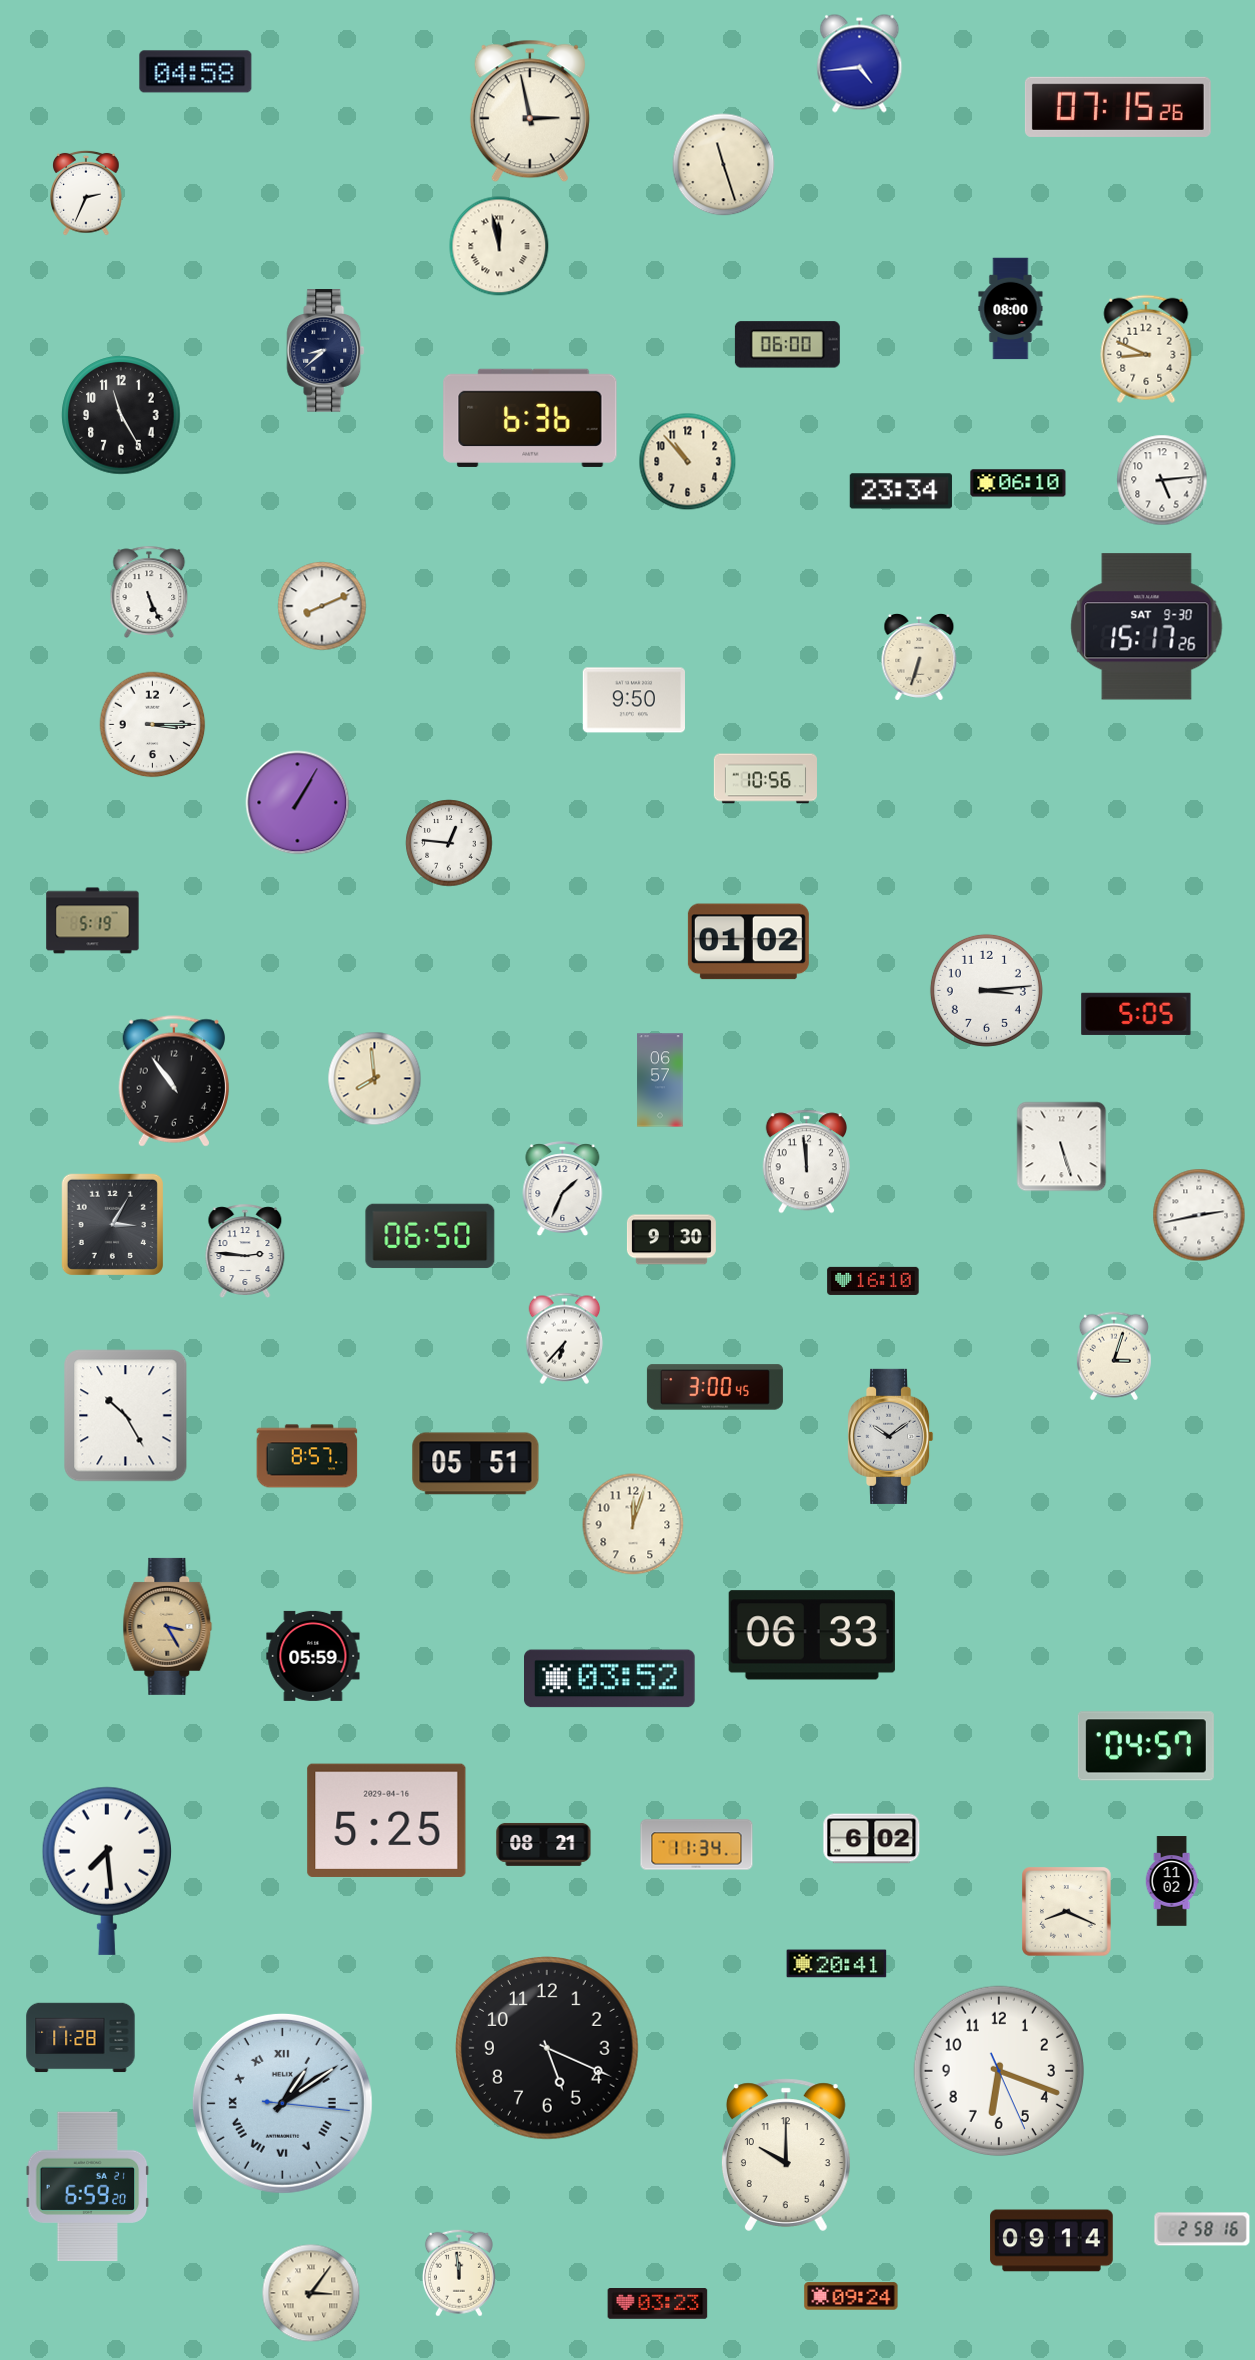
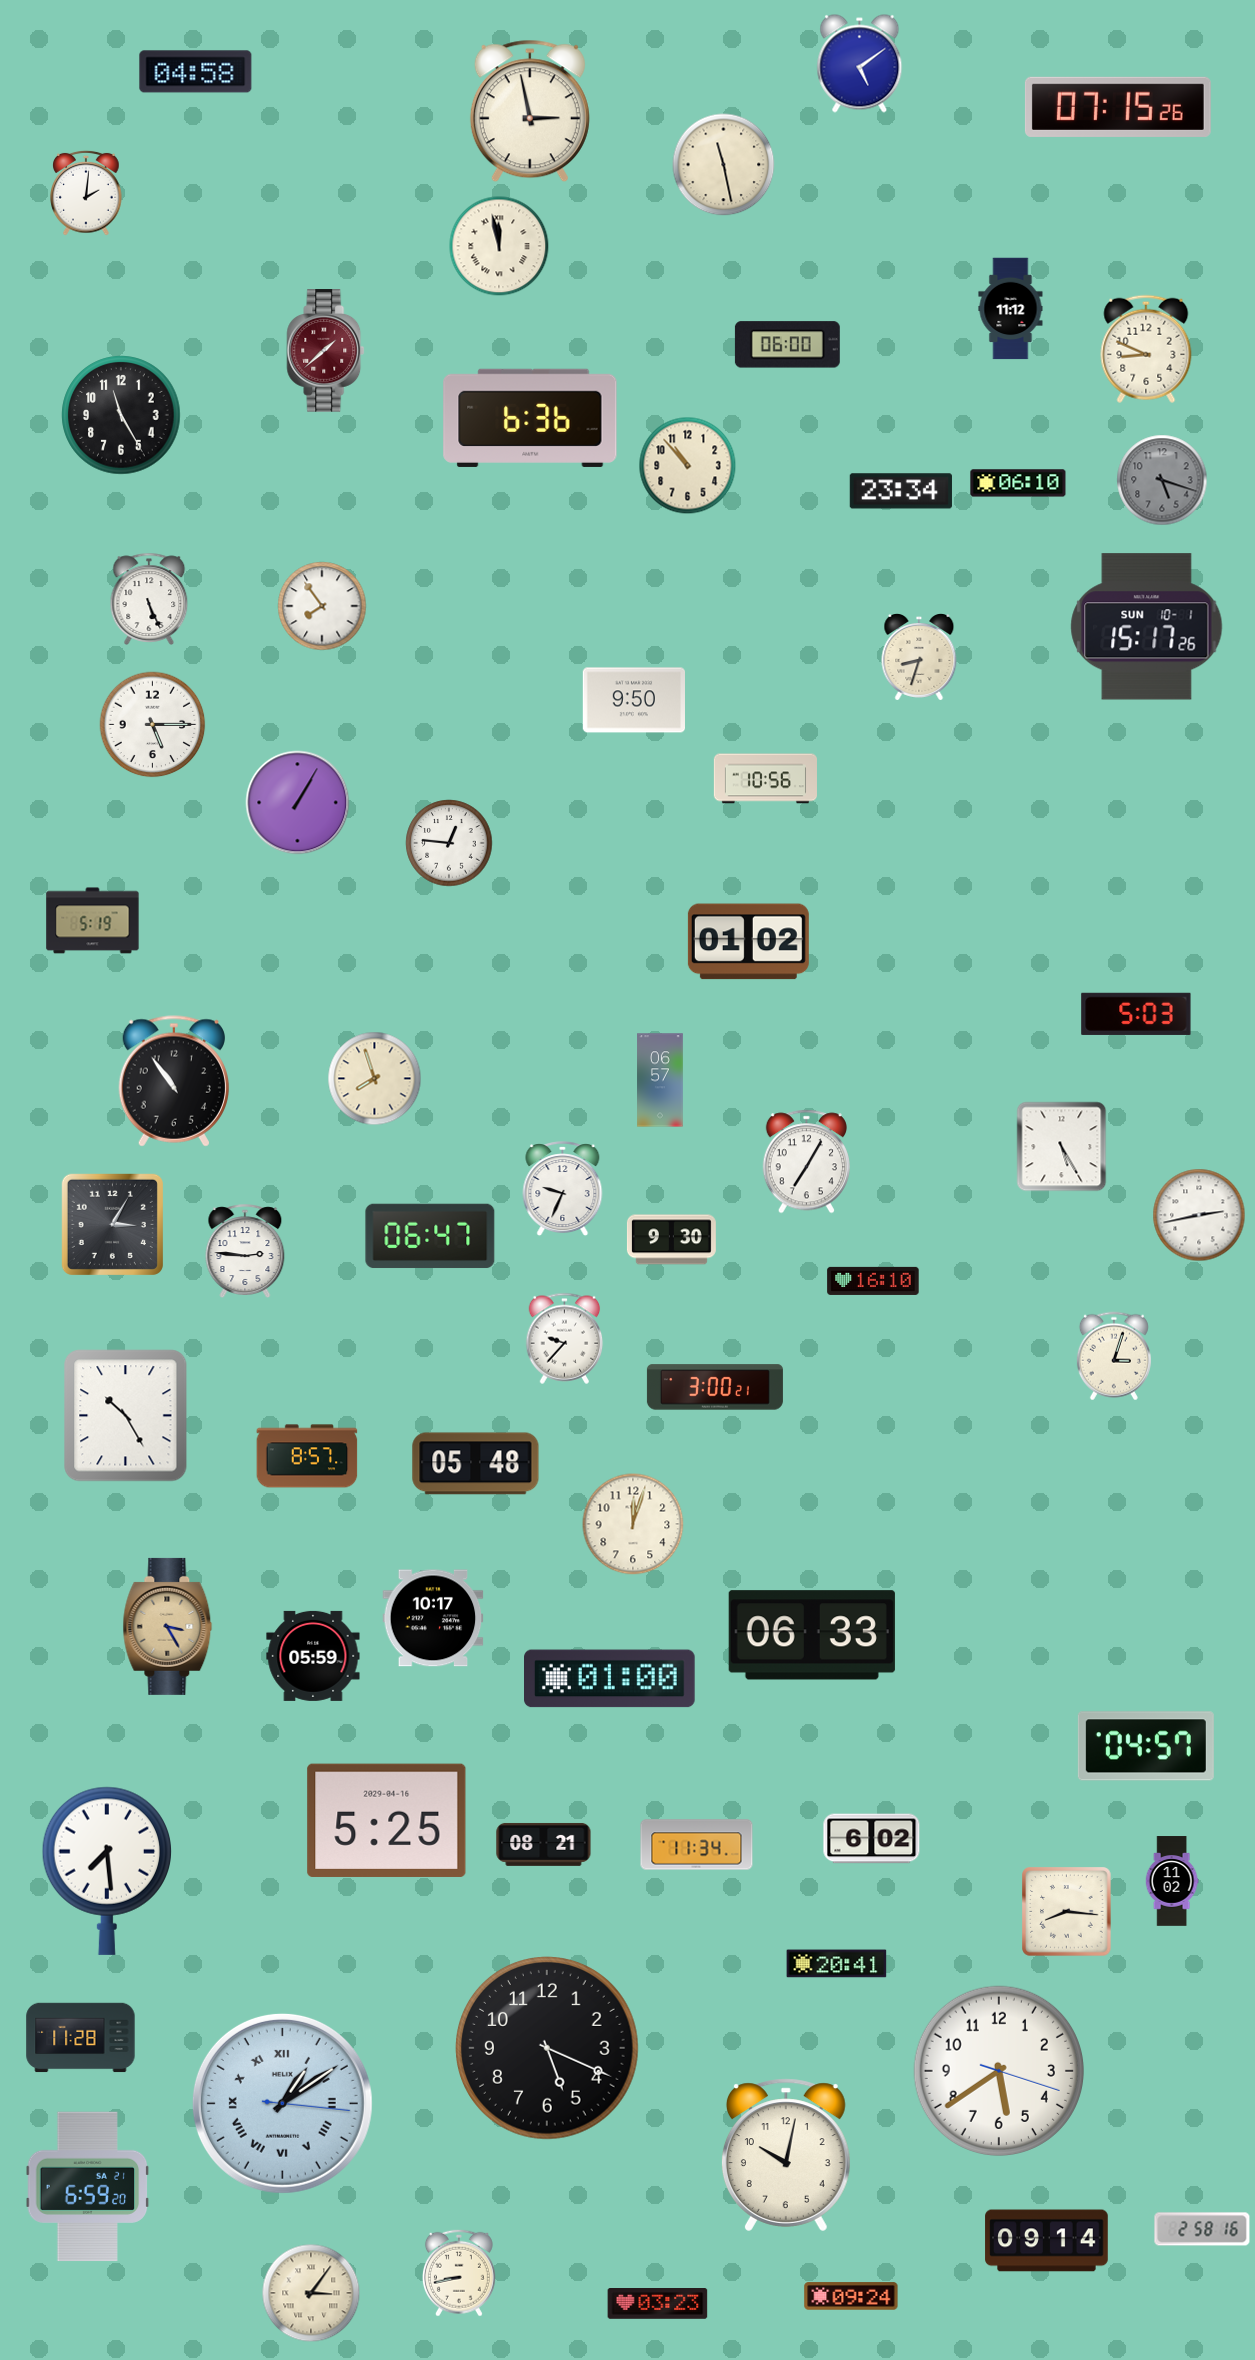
clock at (860, 64): 4:44 -> 5:09
clock at (724, 165): 11:27 -> 11:28
clock at (86, 193): 2:34 -> 2:01
clock at (1011, 309): 08:00 -> 11:12
clock at (326, 351): 8:38 -> 1:38
clock at (326, 351) dial: navy -> burgundy
clock at (688, 462) position: (688, 462) -> (688, 466)
clock at (1162, 480): 5:14 -> 5:18
clock at (1162, 480) dial: white -> grey
clock at (149, 592) position: (149, 592) -> (149, 599)
clock at (322, 606): 8:11 -> 7:54
clock at (1147, 627) date: SAT 9-30 -> SUN 10-1
clock at (919, 658): 6:33 -> 8:33
clock at (153, 725): 3:15 -> 5:15
clock at (986, 990): 3:14 -> none
clock at (1136, 1014): 5:05 -> 5:03
clock at (375, 1079): 7:59 -> 7:57
clock at (1062, 1147): 5:27 -> 5:25
clock at (806, 1162): 11:59 -> 7:05
clock at (563, 1189): 1:34 -> 9:34
clock at (430, 1236): 06:50 -> 06:47
clock at (565, 1338): 6:37 -> 9:37
clock at (715, 1387): 3:00:45 -> 3:00:21
clock at (890, 1436): 10:09 -> none
clock at (476, 1464): 05:51 -> 05:48
clock at (433, 1618): none -> 10:17
clock at (610, 1679): 03:52 -> 01:00
clock at (1067, 1912): 8:19 -> 8:16
clock at (998, 2070): 6:18 -> 5:39
clock at (786, 2155): 10:00 -> 10:02
clock at (1052, 2241) position: (1052, 2241) -> (1047, 2241)
clock at (459, 2273): 11:59 -> 8:43
